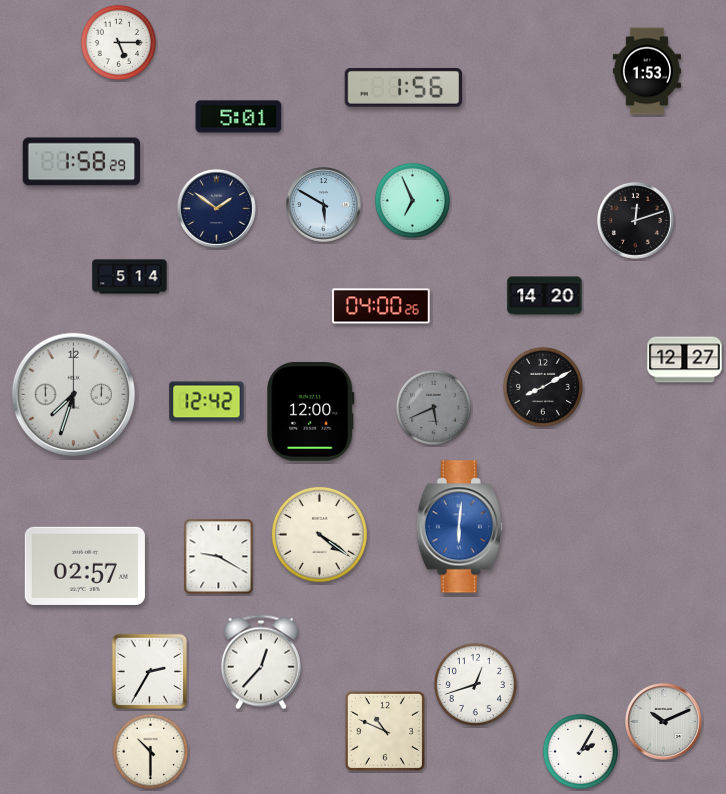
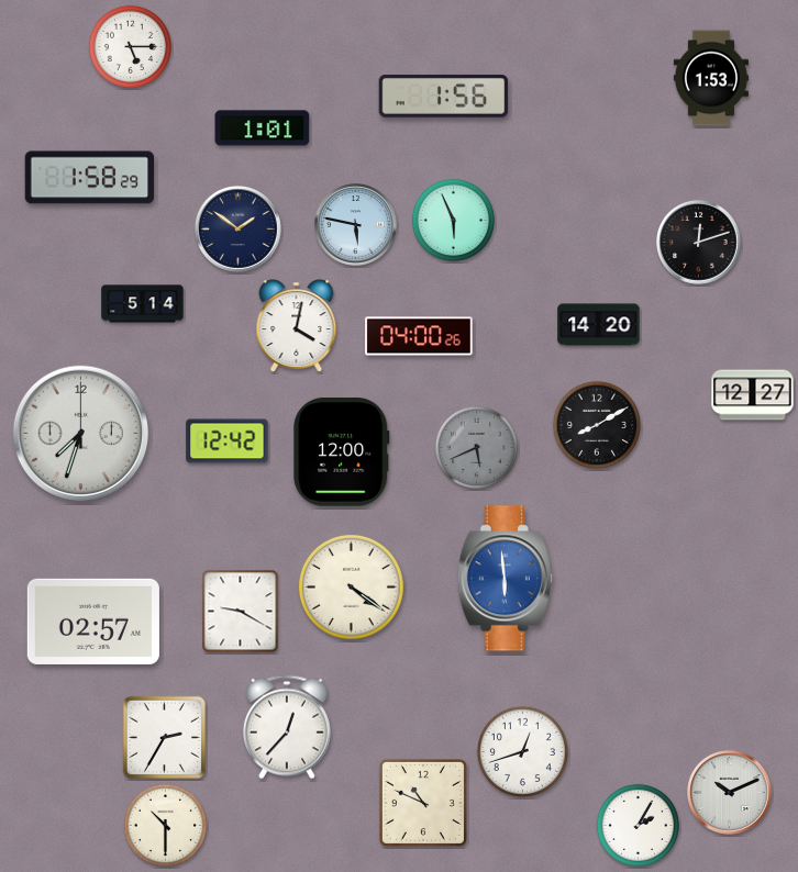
clock at (239, 117): 5:01 -> 1:01
clock at (412, 200): 6:56 -> 5:56
clock at (324, 205): 5:50 -> 5:47
clock at (297, 326): none -> 4:02
clock at (459, 527): 6:01 -> 5:59
